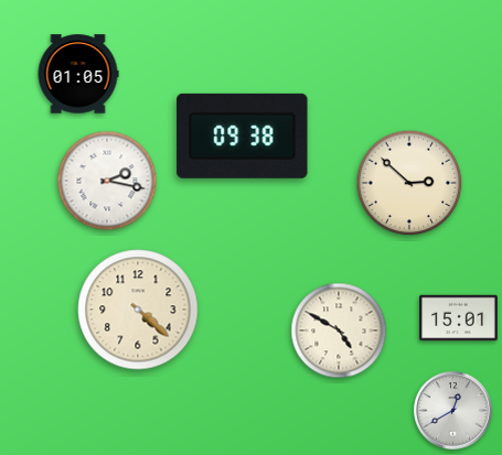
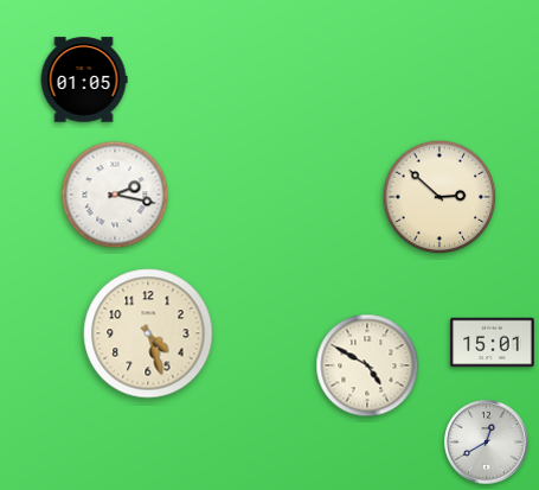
clock at (243, 136): 09:38 -> none
clock at (138, 310): 4:22 -> 4:27
clock at (339, 331) position: (339, 331) -> (367, 365)
